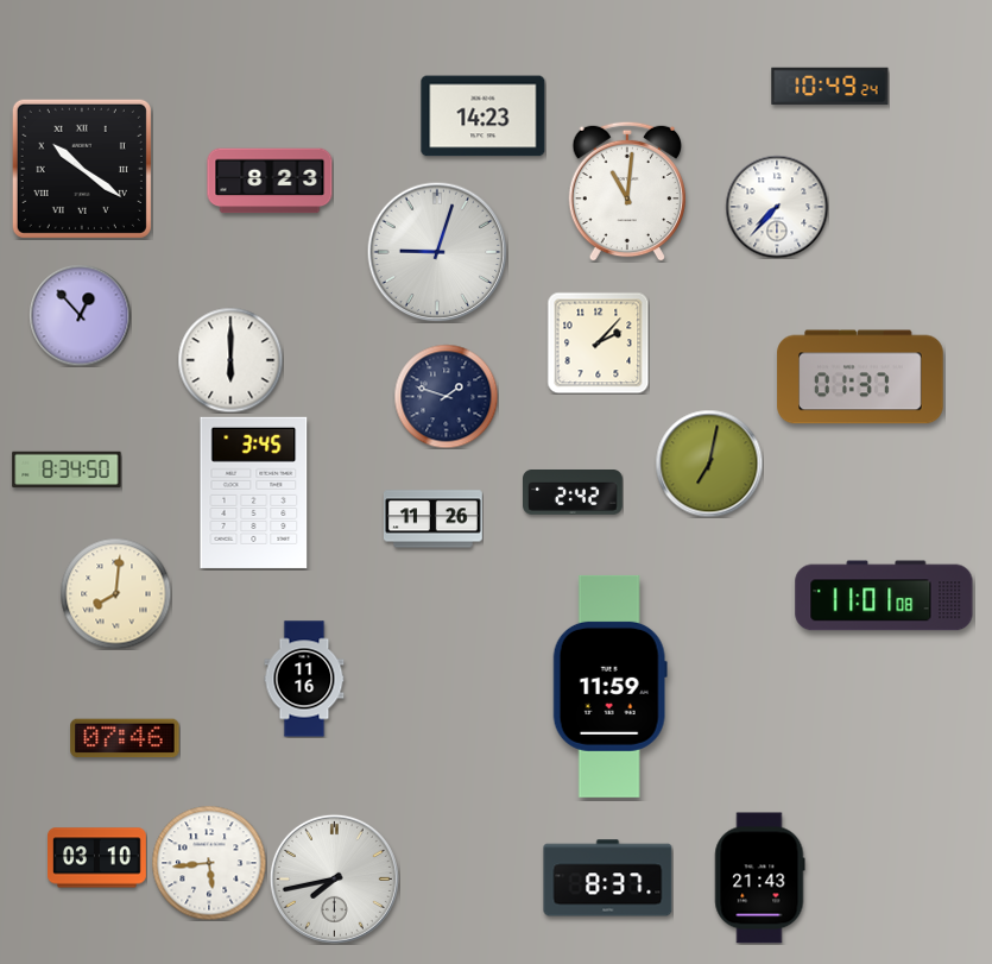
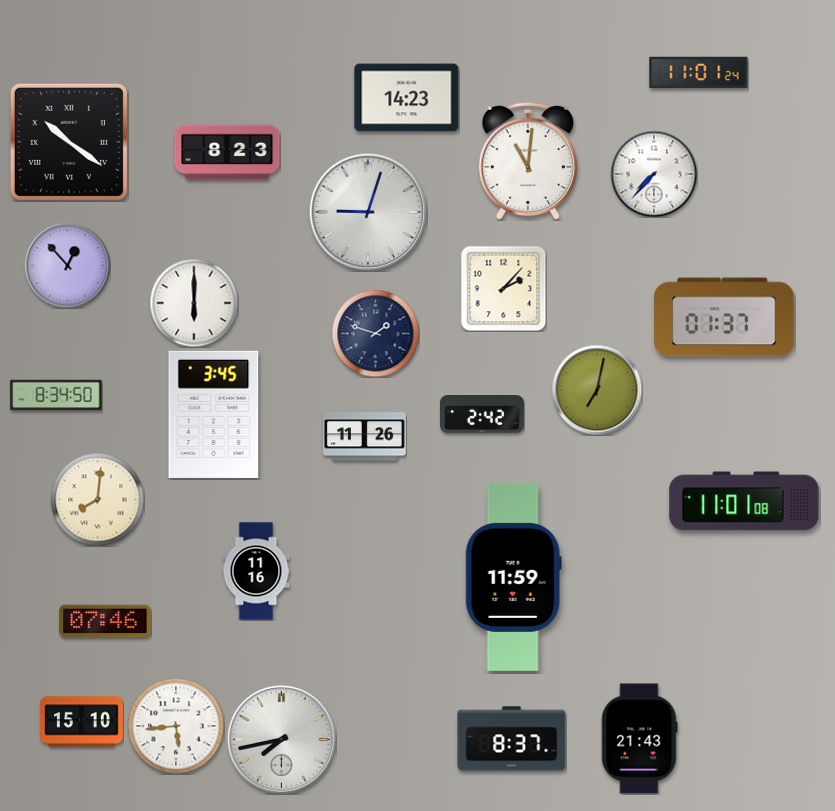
clock at (830, 87): 10:49 -> 11:01
clock at (97, 858): 03:10 -> 15:10
